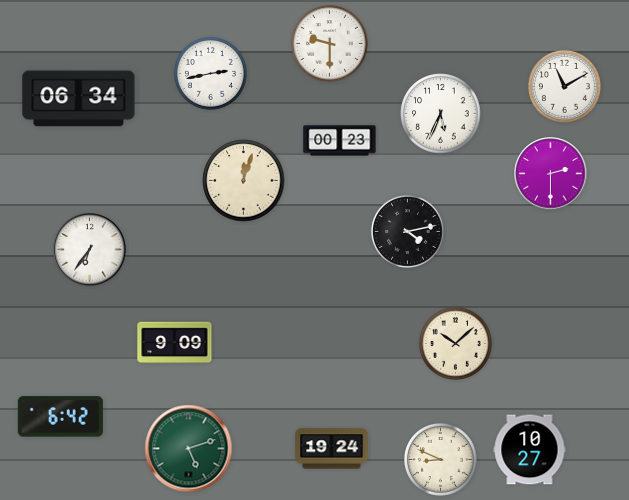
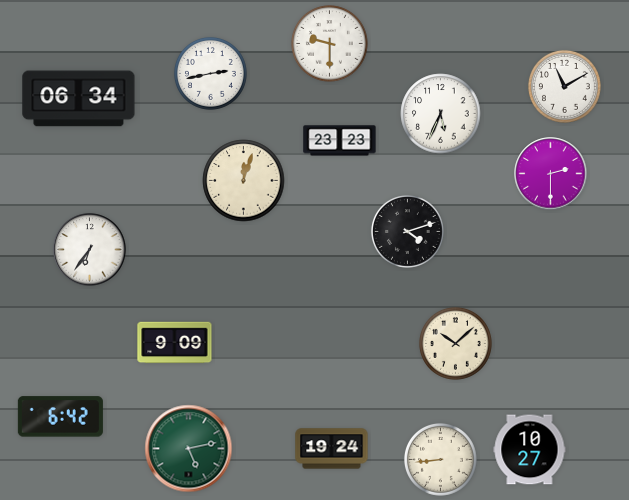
clock at (340, 141): 00:23 -> 23:23
clock at (407, 231): 4:13 -> 4:12
clock at (189, 449): 5:12 -> 5:13
clock at (440, 459): 8:49 -> 8:44
